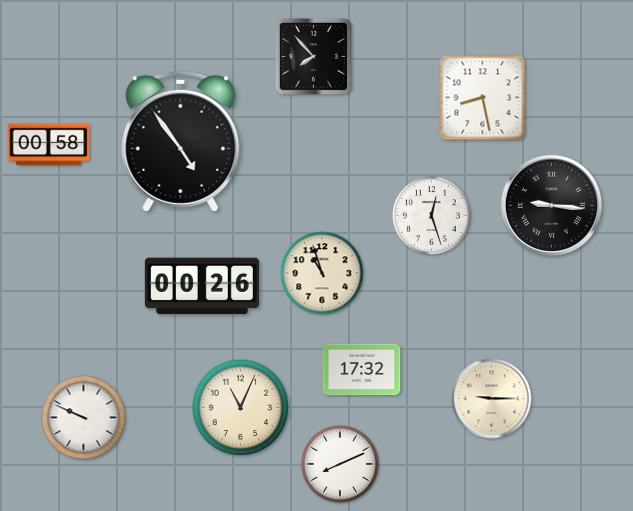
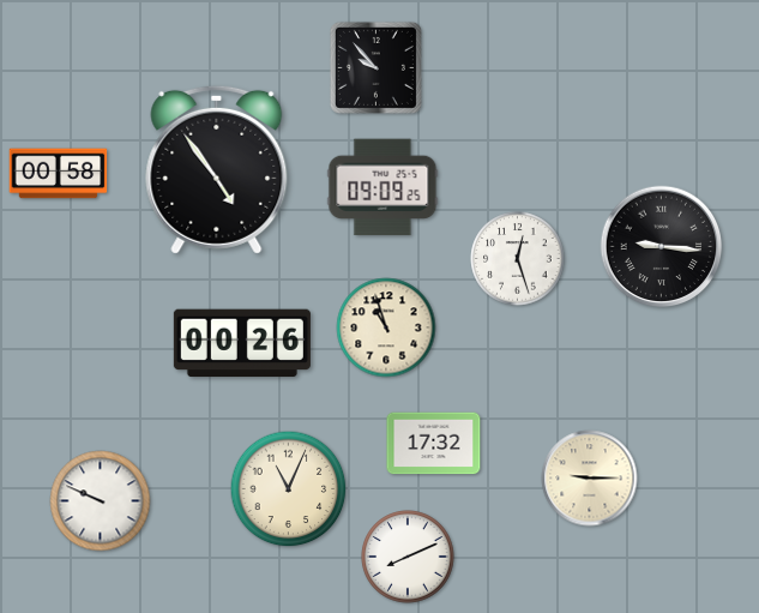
clock at (313, 56): 7:53 -> 9:53
clock at (483, 98): 8:28 -> none
clock at (382, 187): none -> 09:09
